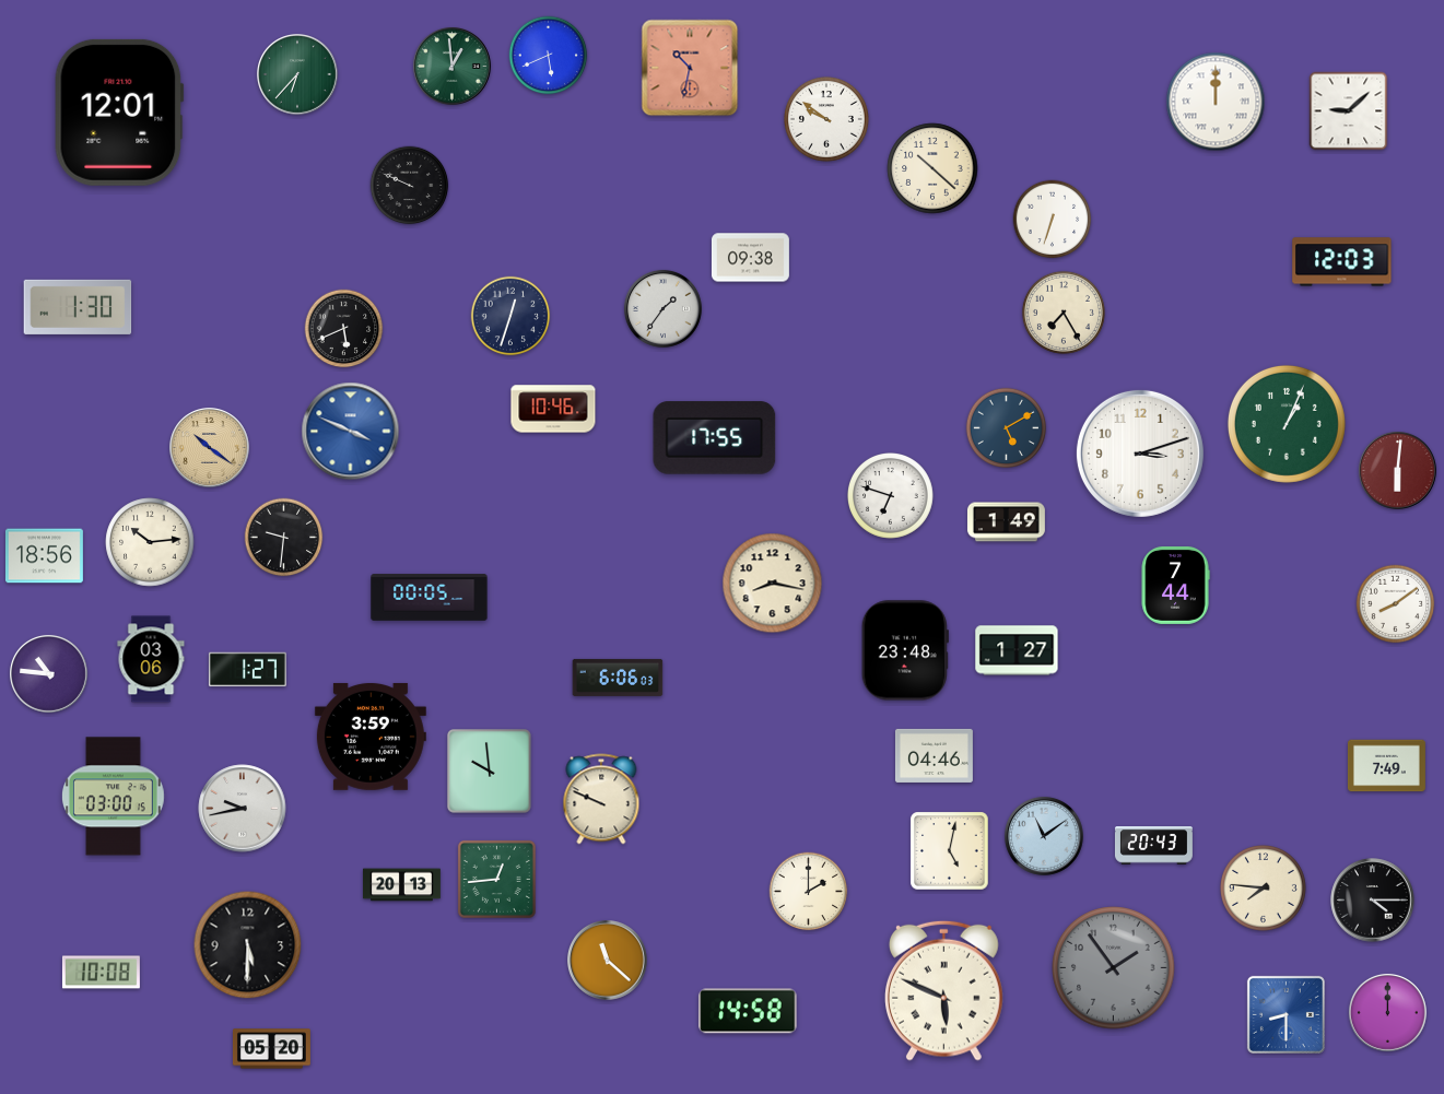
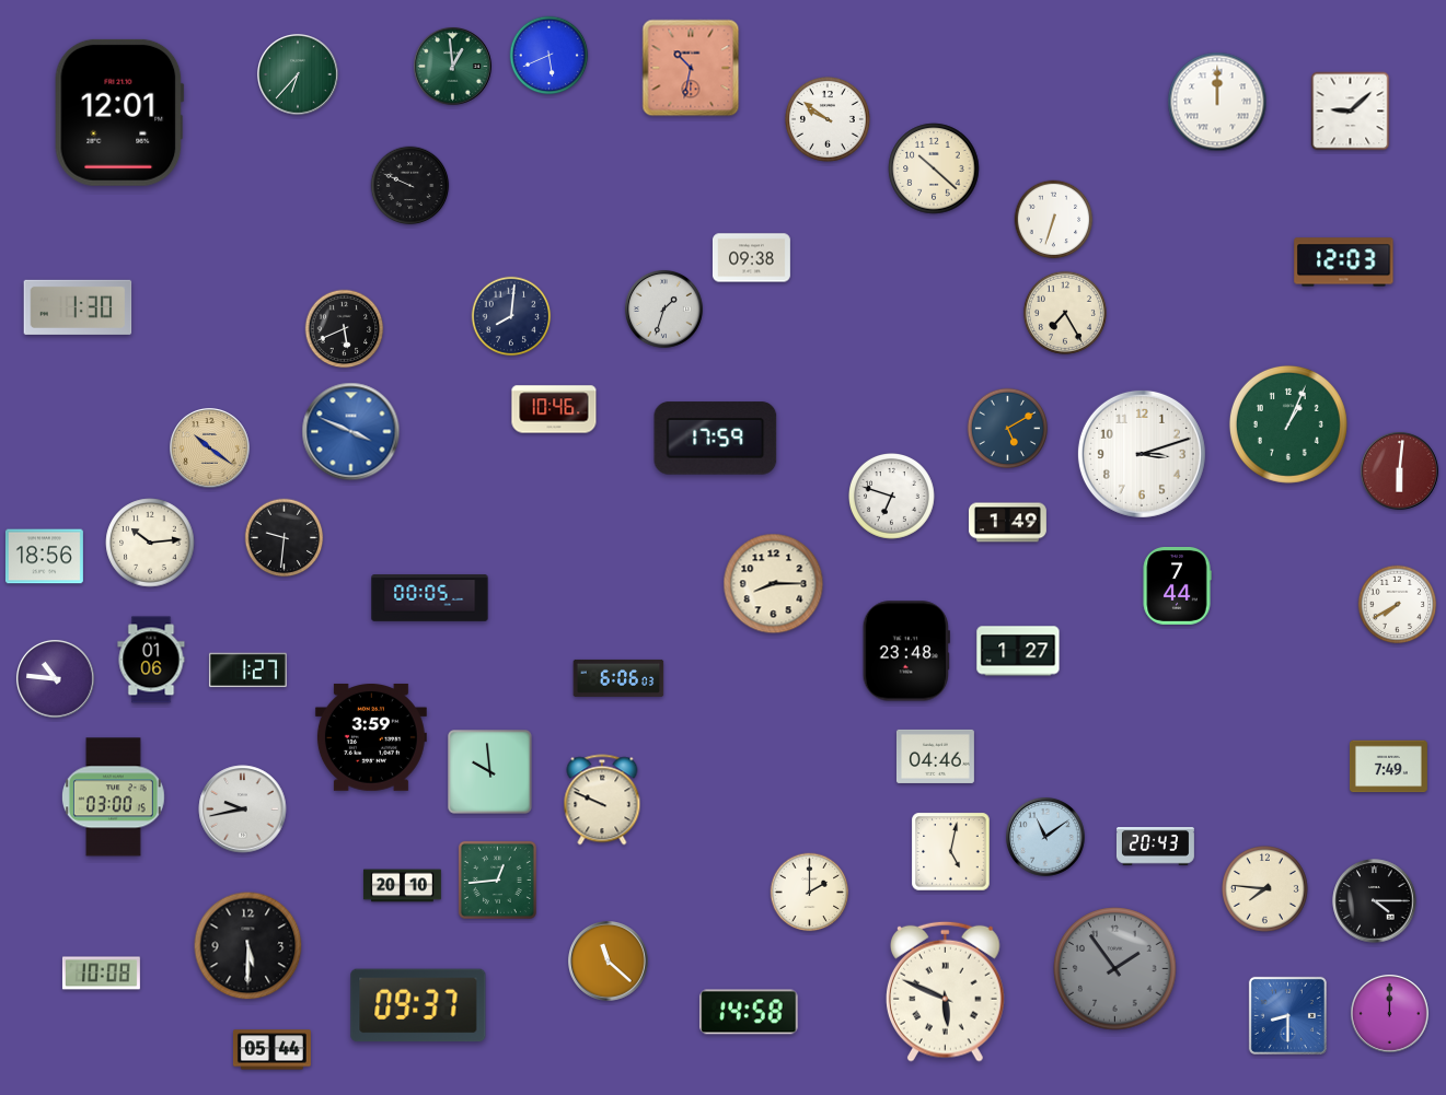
clock at (662, 308): 1:36 -> 1:33
clock at (510, 316): 12:33 -> 8:01
clock at (715, 438): 17:55 -> 17:59
clock at (773, 584): 8:17 -> 8:15
clock at (1396, 604): 8:09 -> 7:40
clock at (151, 659): 03:06 -> 01:06
clock at (48, 673) position: (48, 673) -> (55, 678)
clock at (401, 885): 20:13 -> 20:10
clock at (418, 1005): none -> 09:37
clock at (271, 1049): 05:20 -> 05:44
